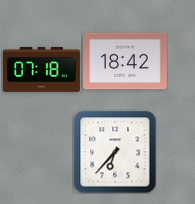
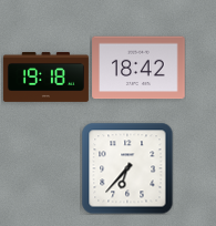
clock at (41, 69): 07:18 -> 19:18
